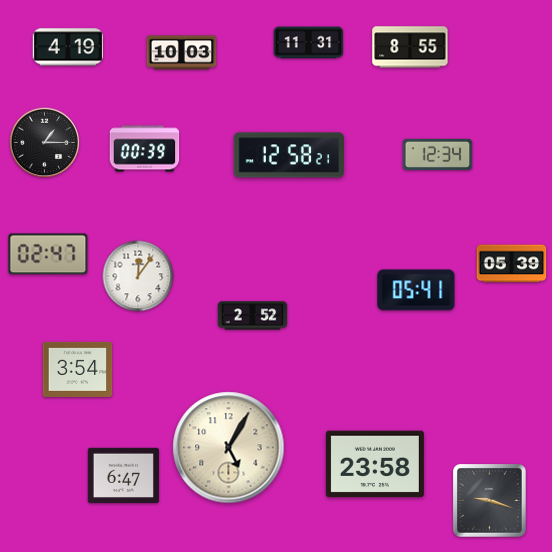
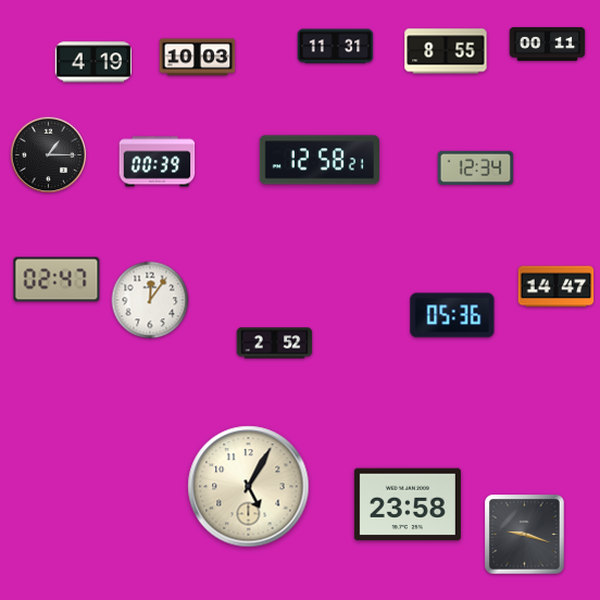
clock at (548, 45): none -> 00:11
clock at (68, 47) position: (68, 47) -> (93, 62)
clock at (289, 155) position: (289, 155) -> (320, 160)
clock at (48, 254) position: (48, 254) -> (57, 279)
clock at (512, 264): 05:39 -> 14:47
clock at (416, 290): 05:41 -> 05:36
clock at (78, 369): 3:54 -> none
clock at (123, 475): 6:47 -> none
clock at (490, 501) position: (490, 501) -> (525, 535)
